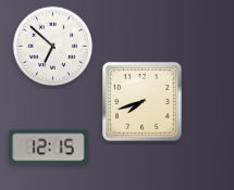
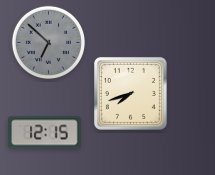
clock at (52, 46) dial: white -> grey
clock at (49, 148) position: (49, 148) -> (45, 133)
